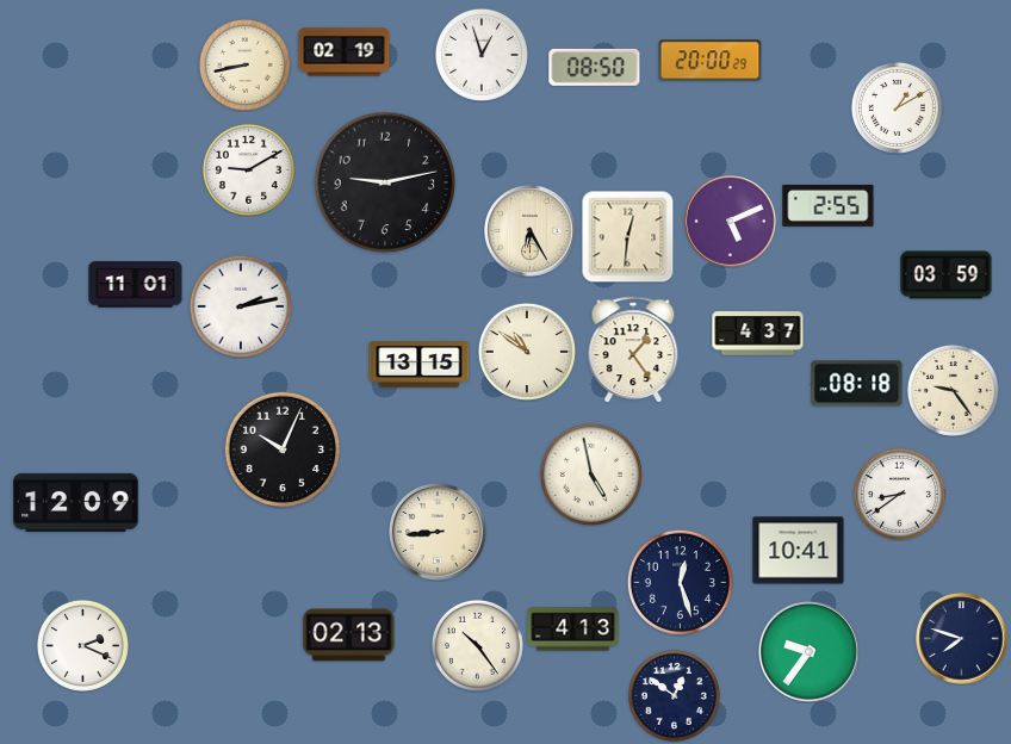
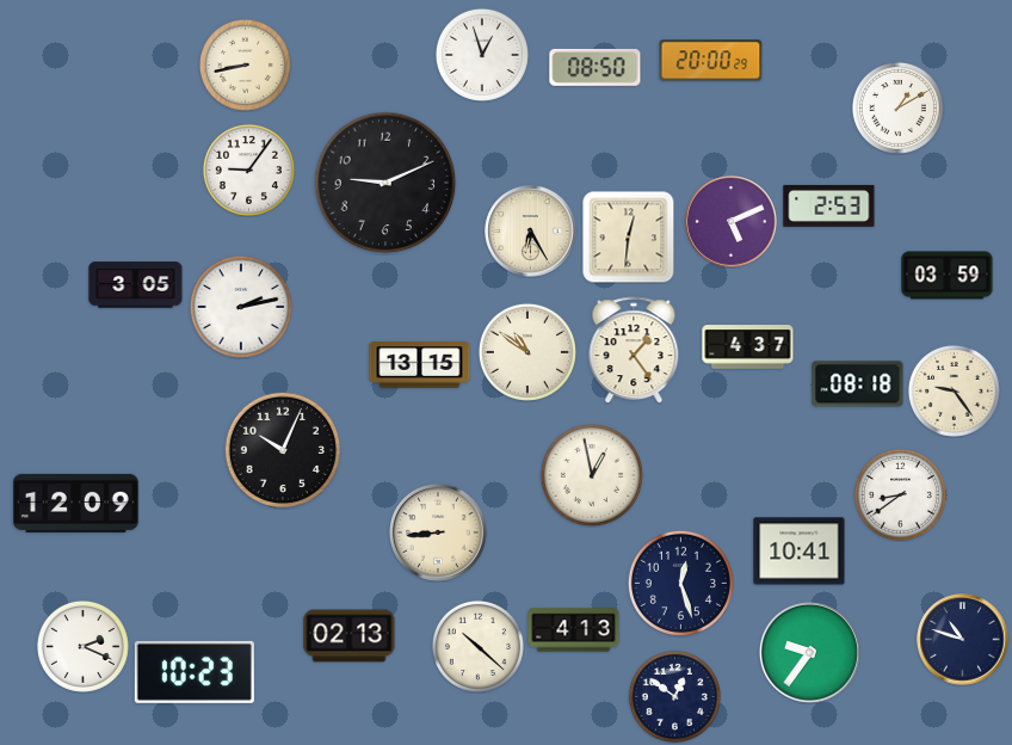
clock at (345, 52): 02:19 -> none
clock at (248, 169): 9:10 -> 9:06
clock at (385, 182): 9:13 -> 9:11
clock at (829, 205): 2:55 -> 2:53
clock at (136, 285): 11:01 -> 3:05
clock at (758, 334) position: (758, 334) -> (748, 347)
clock at (591, 475): 4:58 -> 12:58
clock at (962, 639): 7:48 -> 10:48
clock at (477, 645): 10:24 -> 10:22
clock at (195, 672): none -> 10:23
